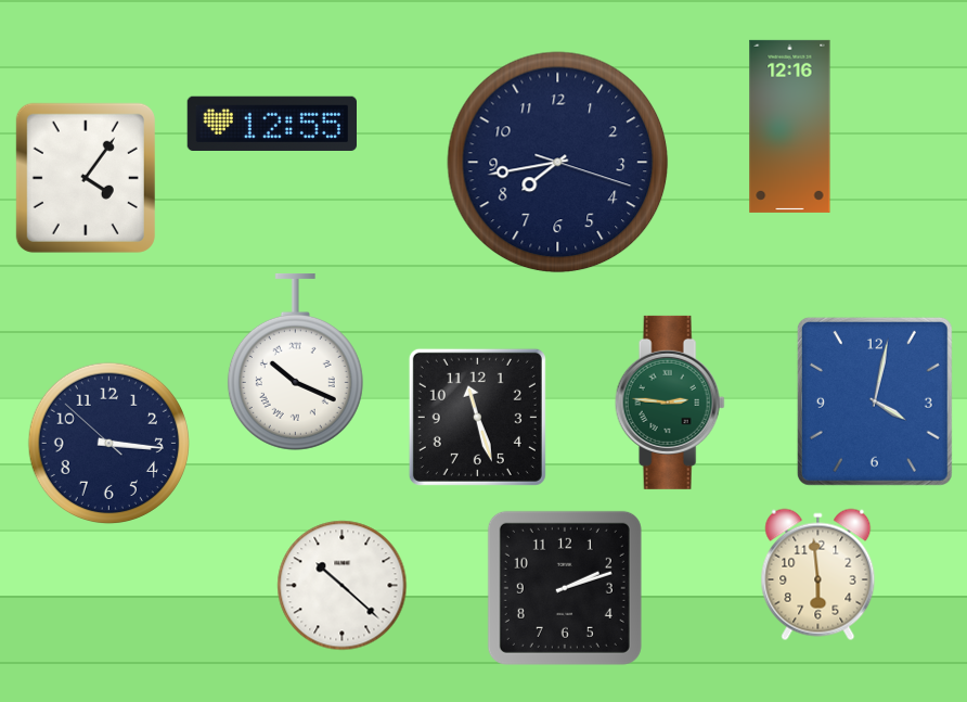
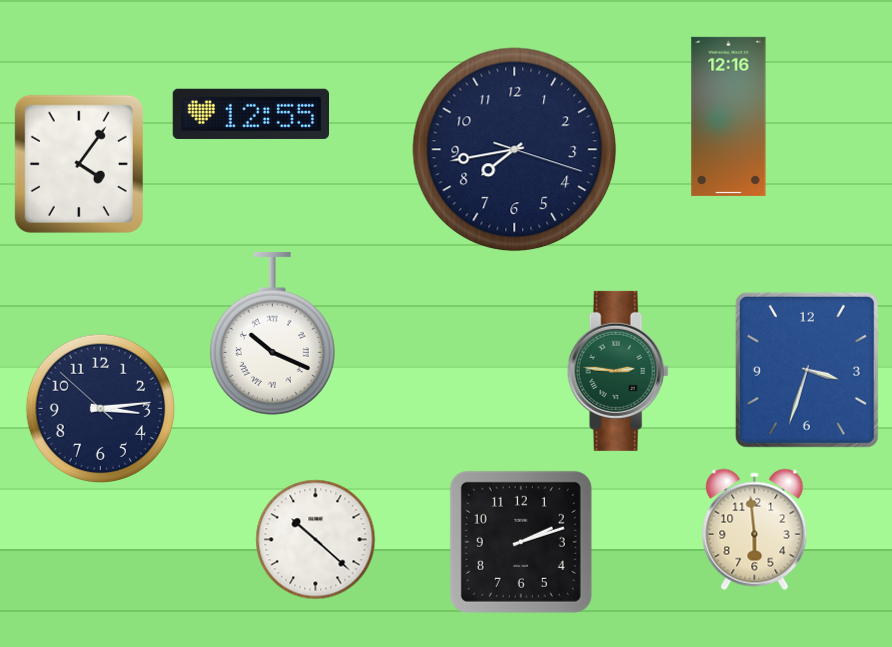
clock at (875, 401): 4:02 -> 3:33
clock at (477, 417): 11:27 -> none
clock at (108, 443): 3:15 -> 3:13
